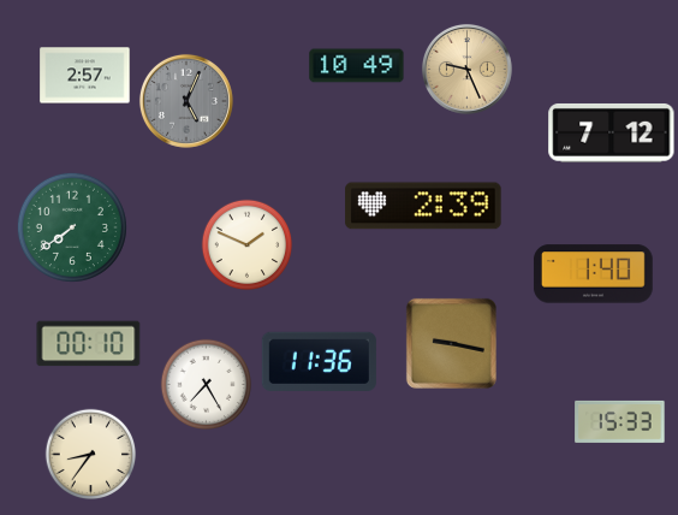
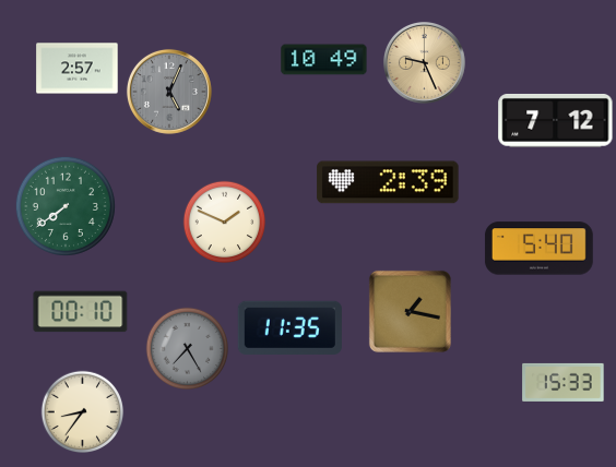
clock at (423, 206) position: (423, 206) -> (388, 182)
clock at (593, 274): 1:40 -> 5:40
clock at (451, 343): 9:17 -> 1:17
clock at (319, 361): 11:36 -> 11:35
clock at (207, 385) dial: white -> grey
